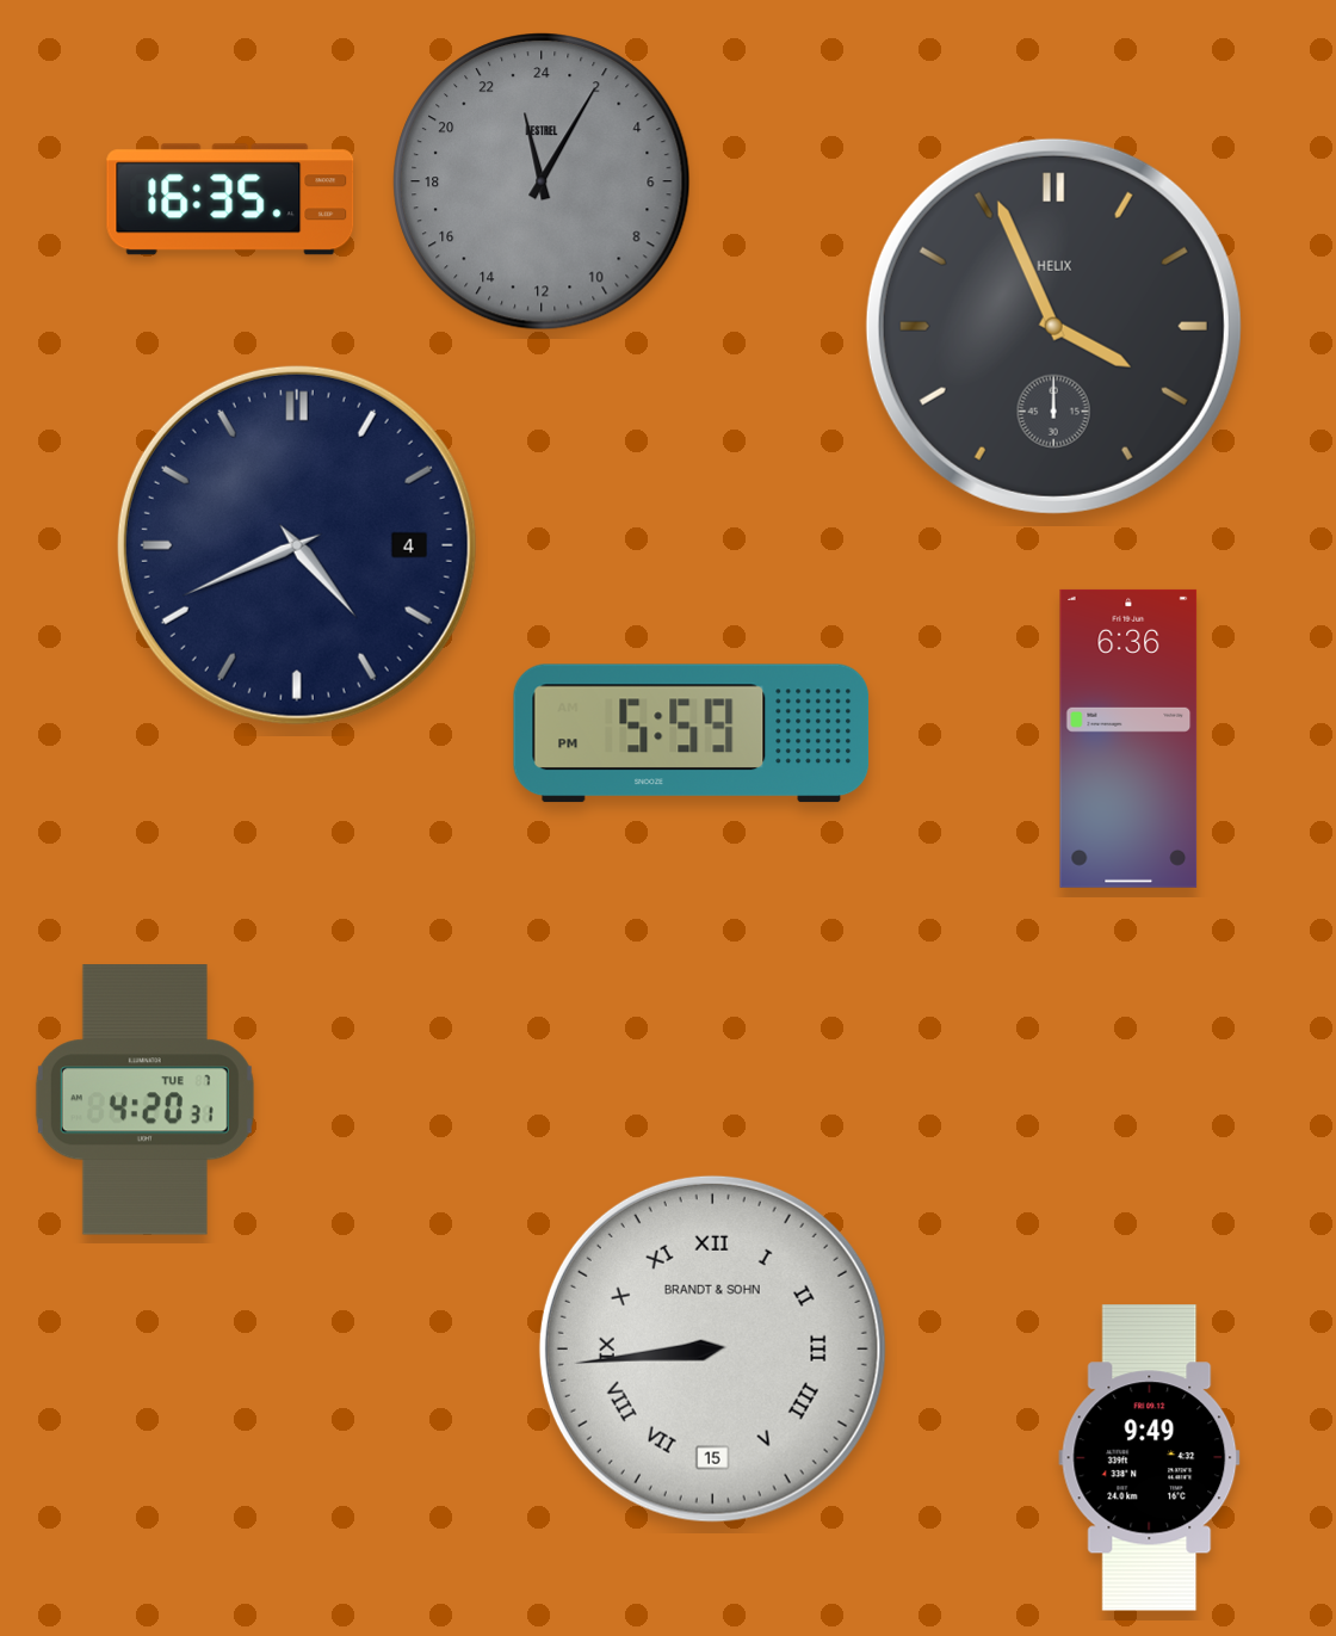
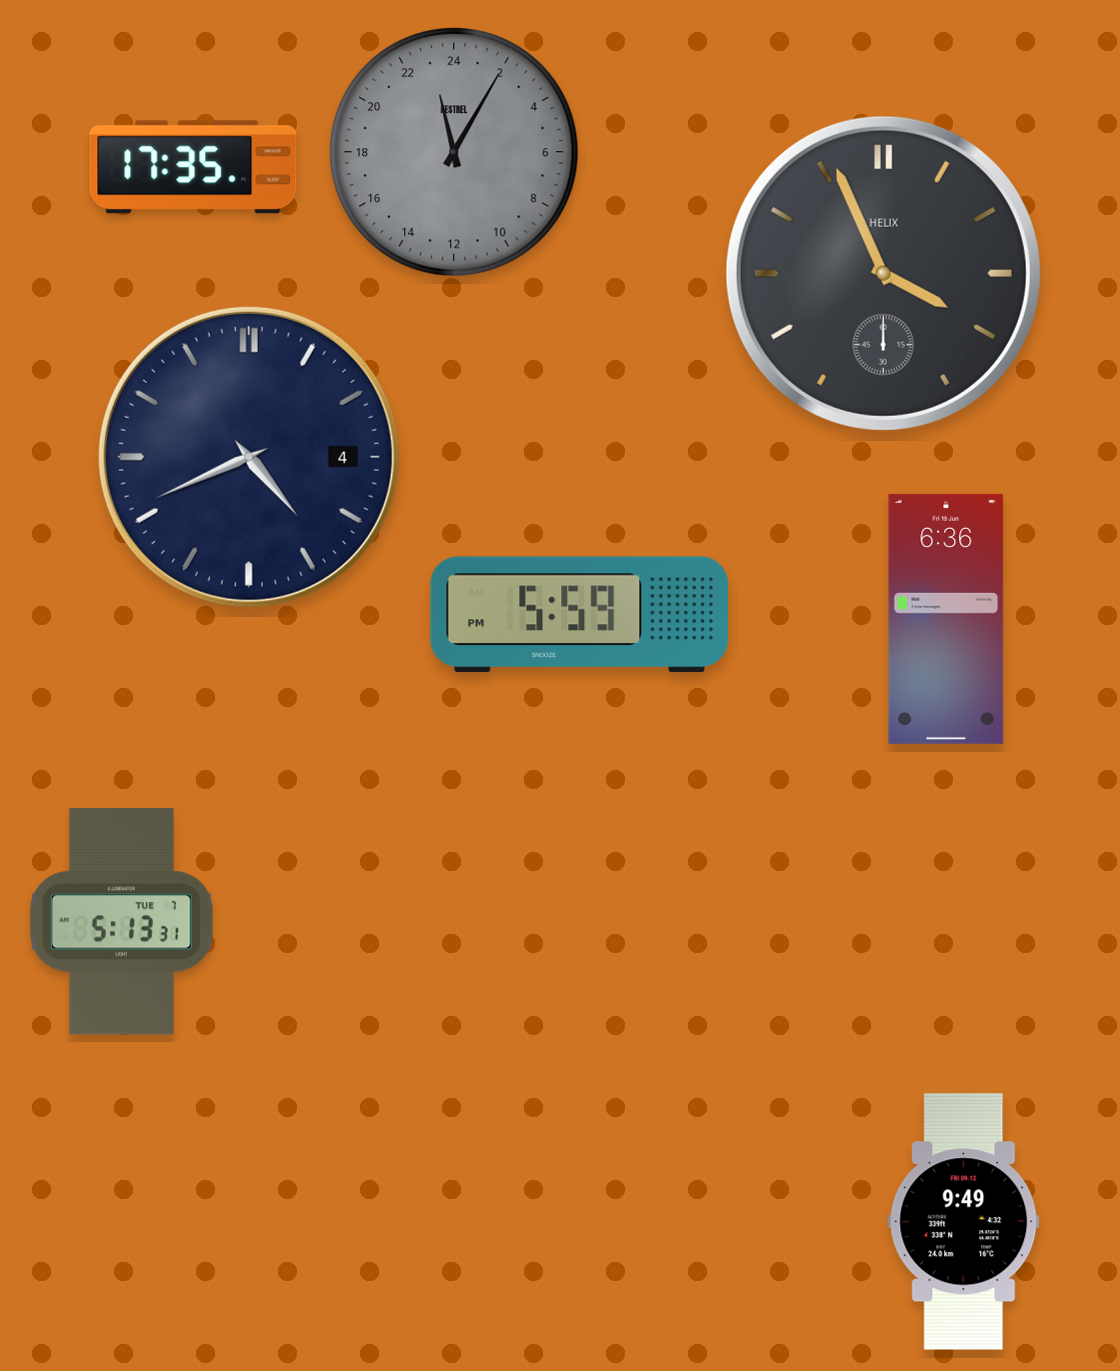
clock at (230, 199): 16:35 -> 17:35
clock at (144, 1100): 4:20 -> 5:13
clock at (712, 1348): 8:44 -> none
